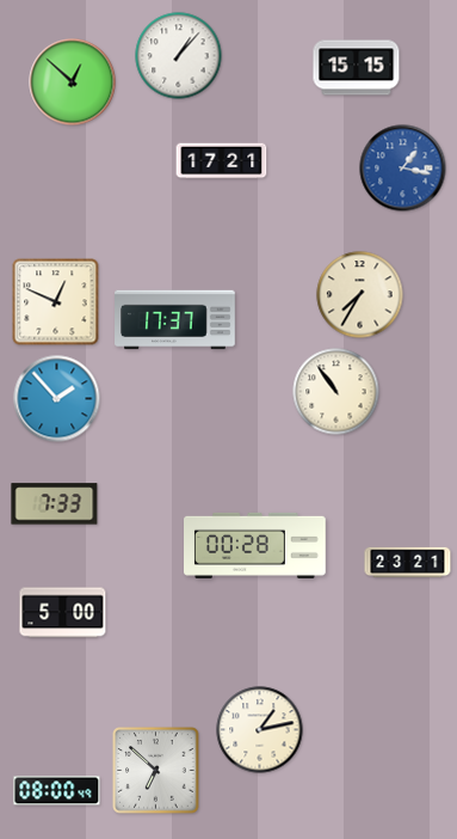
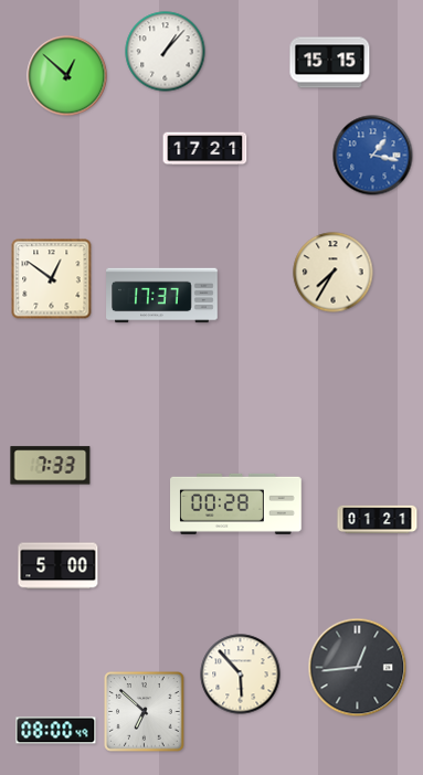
clock at (56, 302): 12:49 -> 12:51
clock at (336, 392): 10:54 -> none
clock at (57, 399): 1:53 -> none
clock at (408, 563): 23:21 -> 01:21
clock at (358, 668): none -> 12:44
clock at (260, 730): 1:13 -> 5:53
clock at (57, 791) position: (57, 791) -> (56, 731)
